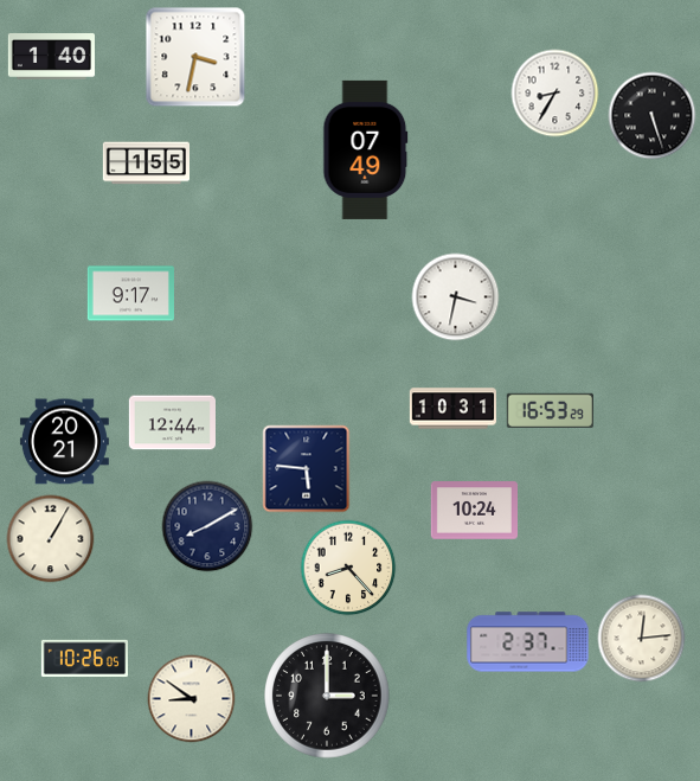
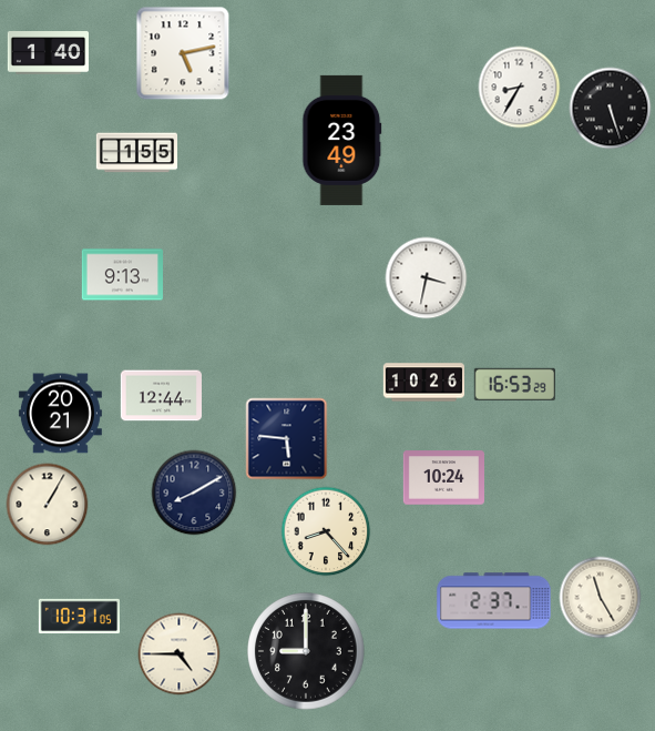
clock at (195, 57): 3:32 -> 5:13
clock at (366, 149): 07:49 -> 23:49
clock at (130, 294): 9:17 -> 9:13
clock at (452, 409): 10:31 -> 10:26
clock at (642, 639): 12:14 -> 11:25
clock at (84, 658): 10:26 -> 10:31
clock at (327, 696): 3:00 -> 9:00
clock at (192, 699): 8:51 -> 4:45
